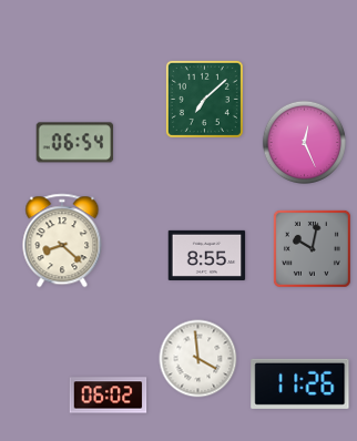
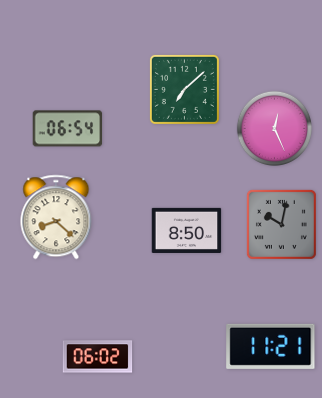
clock at (207, 255): 8:55 -> 8:50
clock at (198, 359): 3:59 -> none
clock at (300, 383): 11:26 -> 11:21
